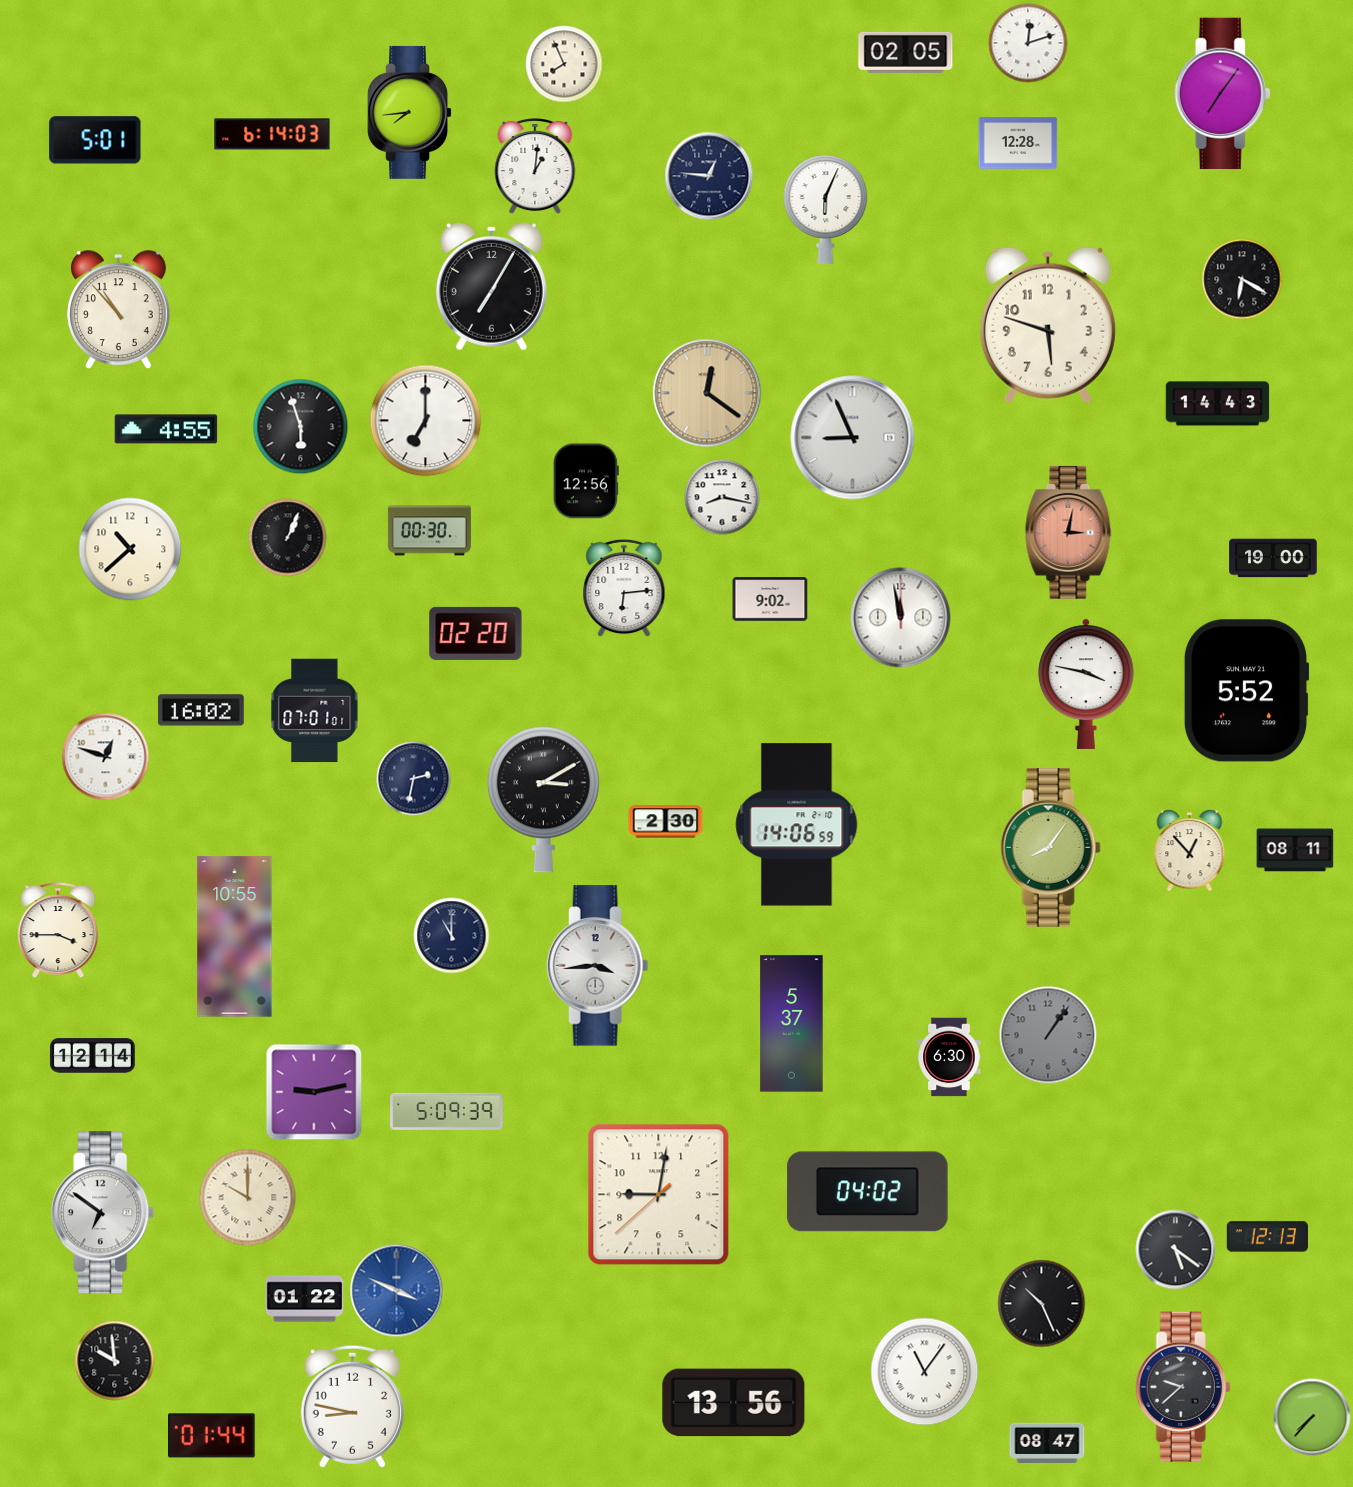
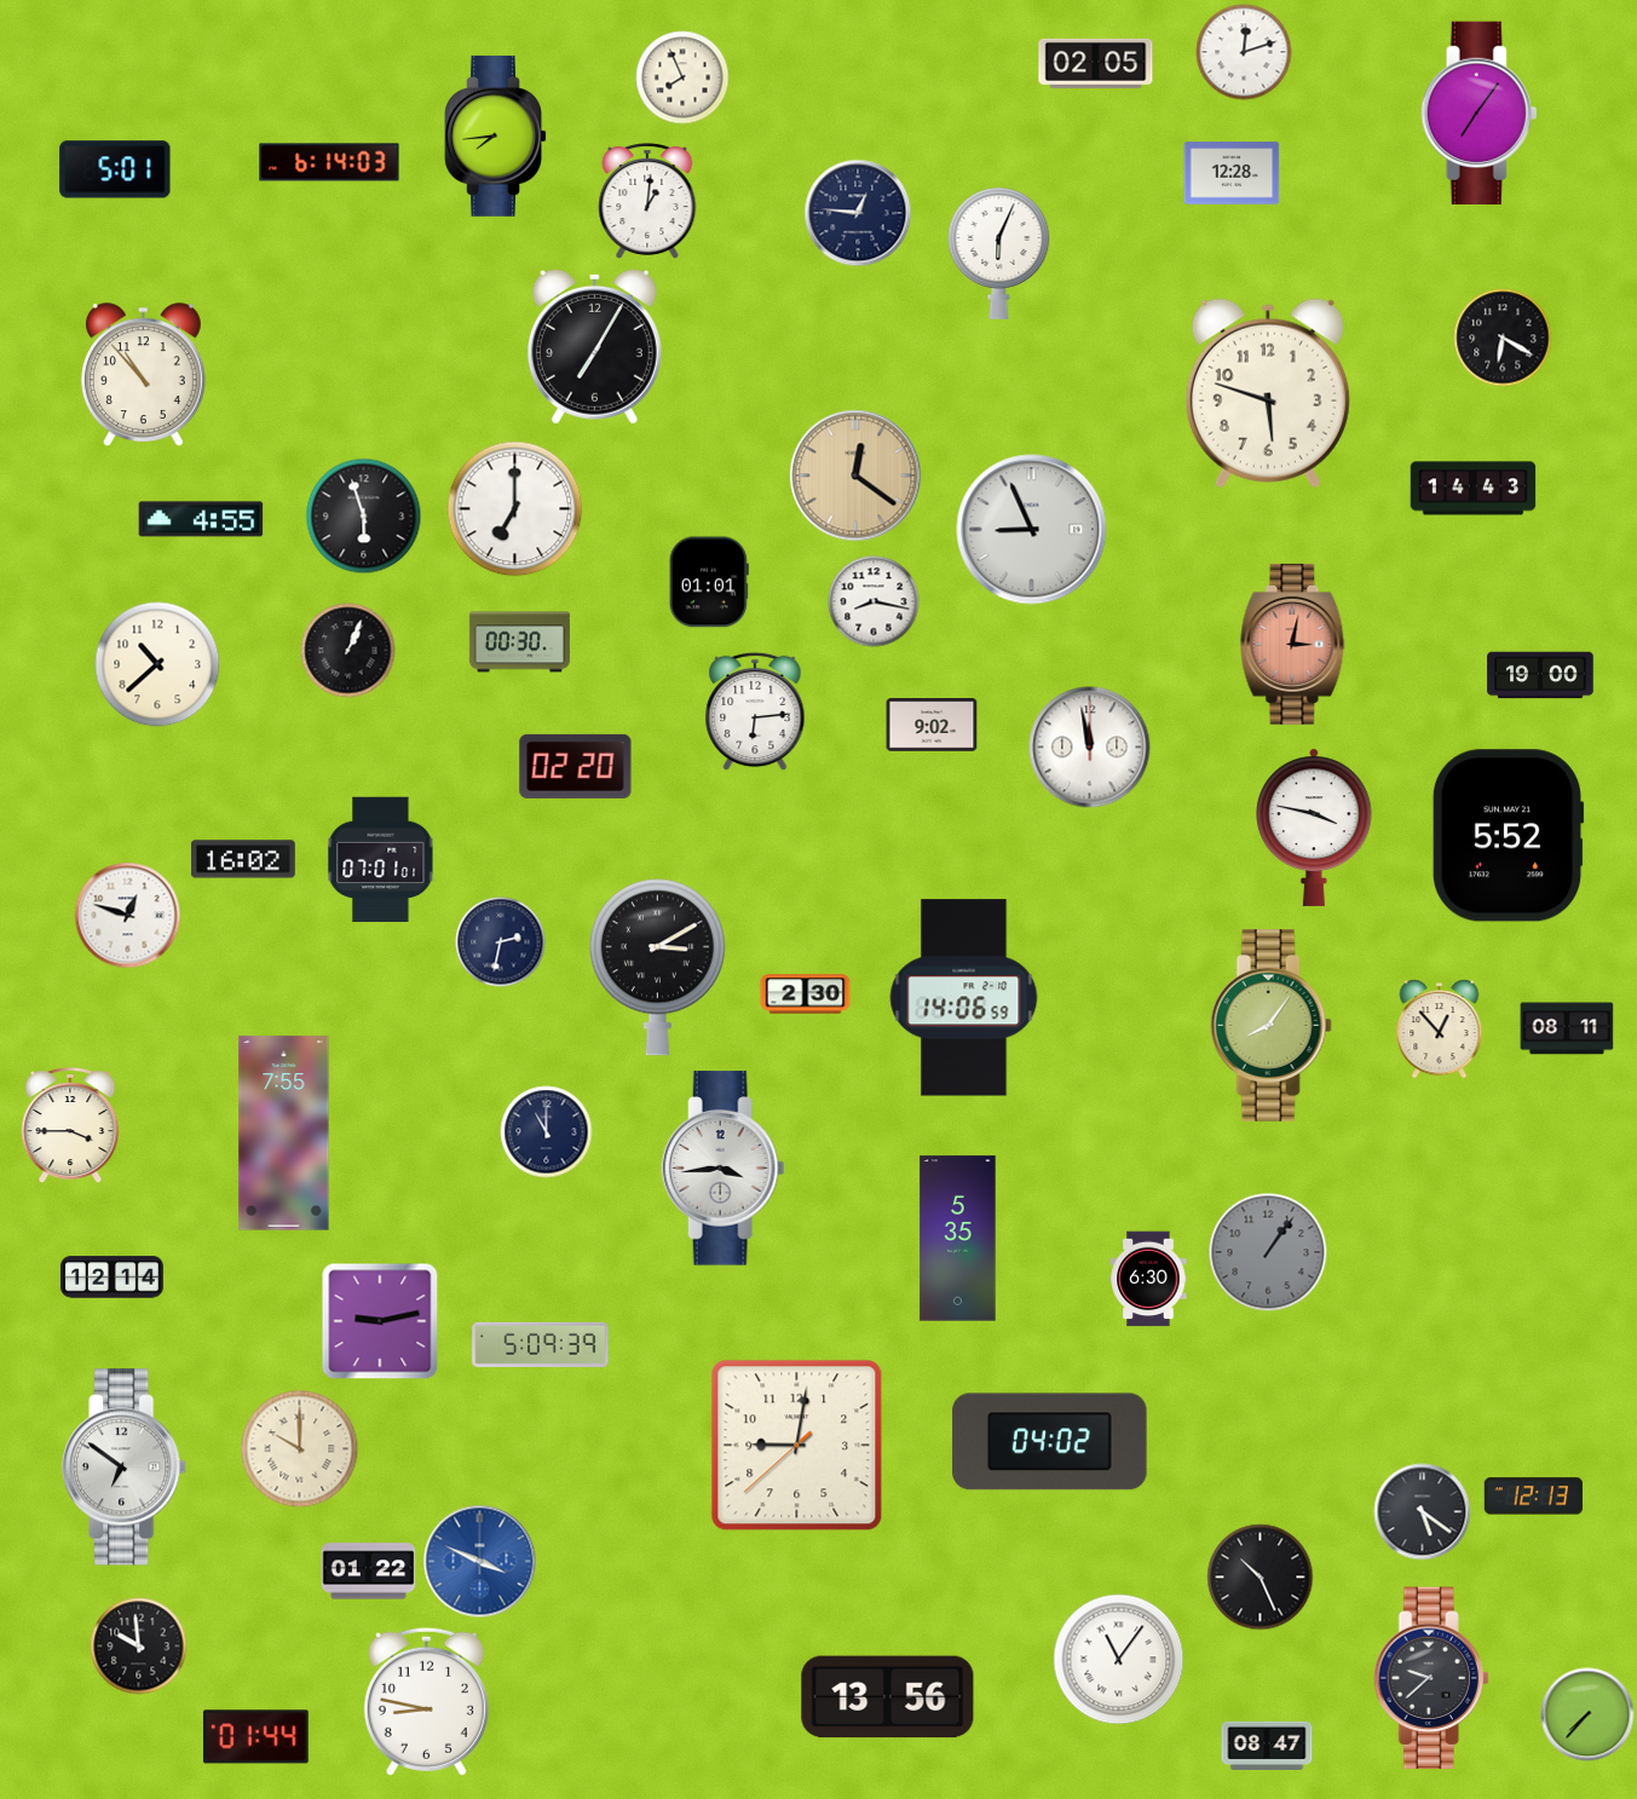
clock at (586, 481): 12:56 -> 01:01
clock at (235, 937): 10:55 -> 7:55
clock at (792, 1024): 5:37 -> 5:35
